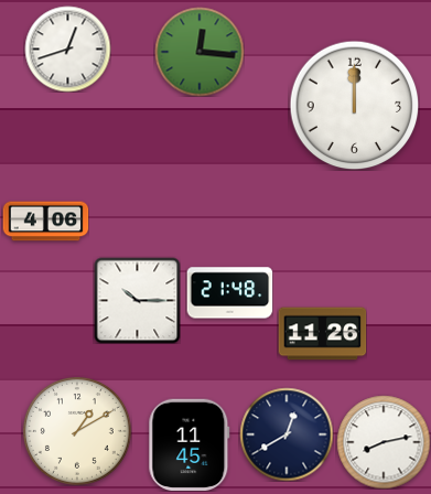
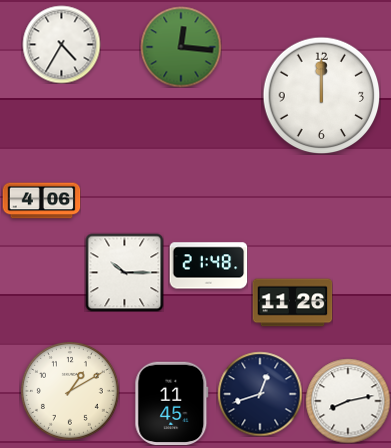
clock at (67, 49): 12:42 -> 4:35
clock at (287, 434): 12:40 -> 12:42
